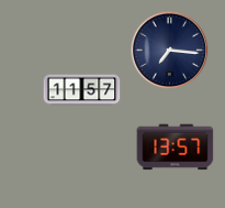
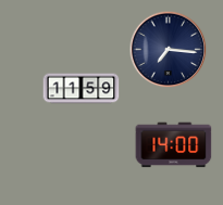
clock at (82, 90): 11:57 -> 11:59
clock at (176, 147): 13:57 -> 14:00
